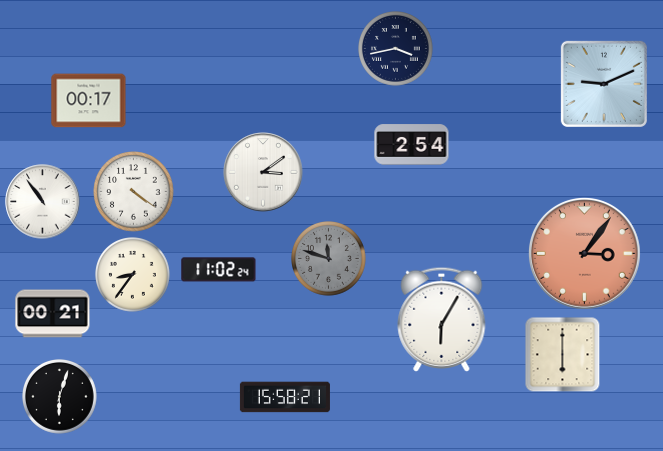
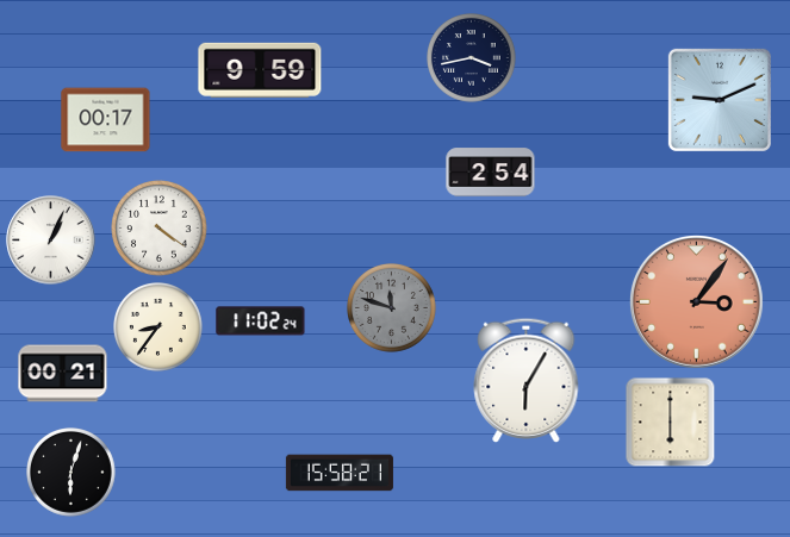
clock at (260, 70): none -> 9:59
clock at (263, 172): 3:09 -> none
clock at (43, 202): 10:54 -> 1:04
